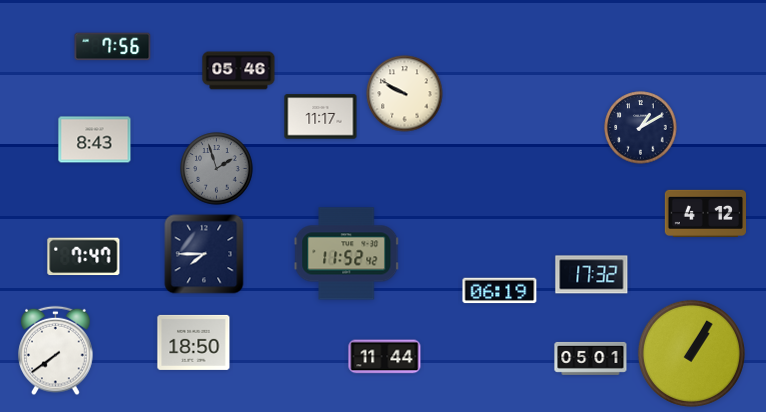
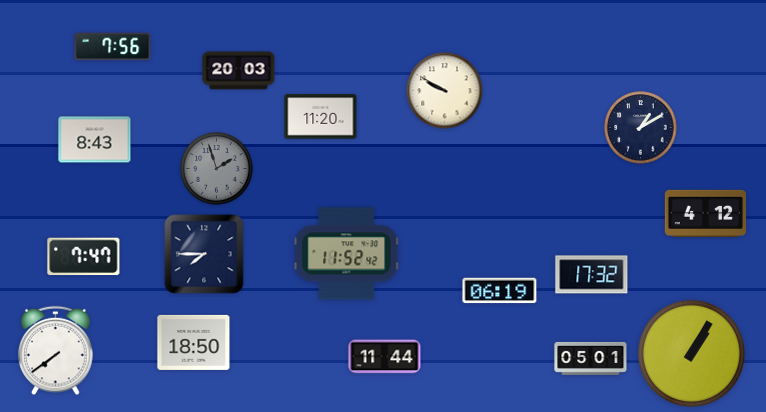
clock at (239, 71): 05:46 -> 20:03
clock at (405, 94) position: (405, 94) -> (445, 91)
clock at (321, 117): 11:17 -> 11:20
